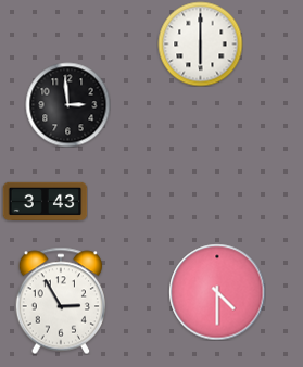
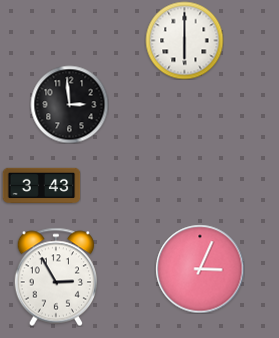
clock at (67, 104) position: (67, 104) -> (69, 104)
clock at (217, 292): 4:30 -> 3:04
